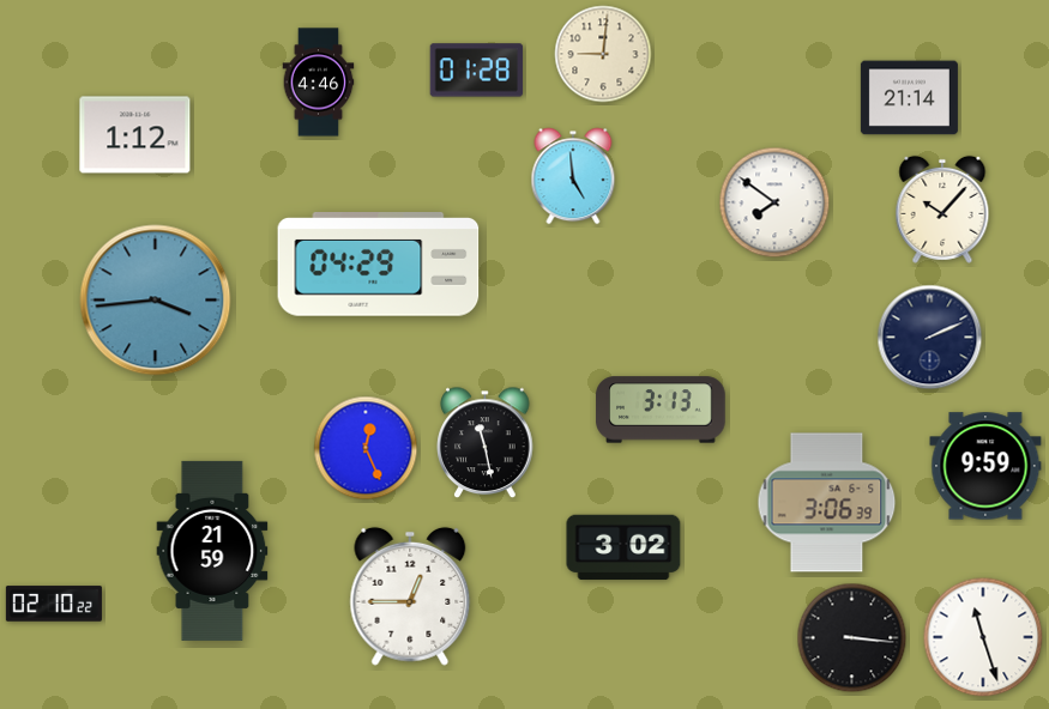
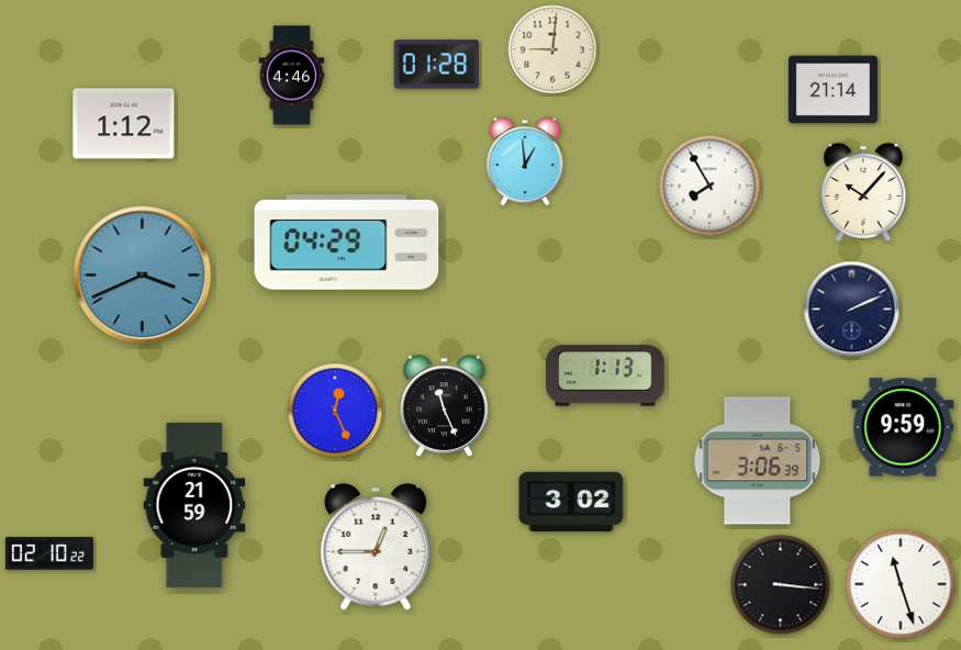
clock at (573, 176): 4:59 -> 12:59
clock at (774, 202): 7:51 -> 7:55
clock at (156, 301): 3:44 -> 3:41
clock at (661, 410): 3:13 -> 1:13
clock at (486, 443): 11:28 -> 11:26
